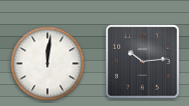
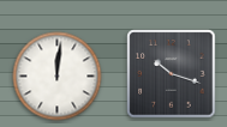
clock at (143, 62): 10:14 -> 10:18
